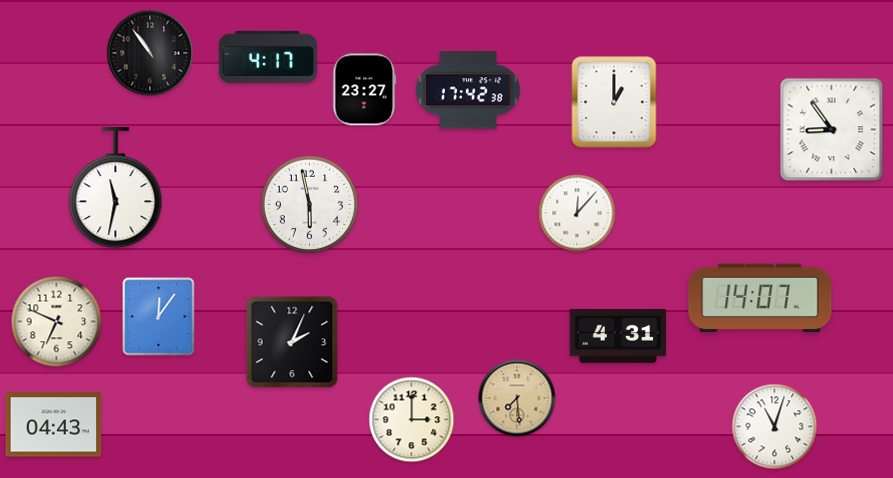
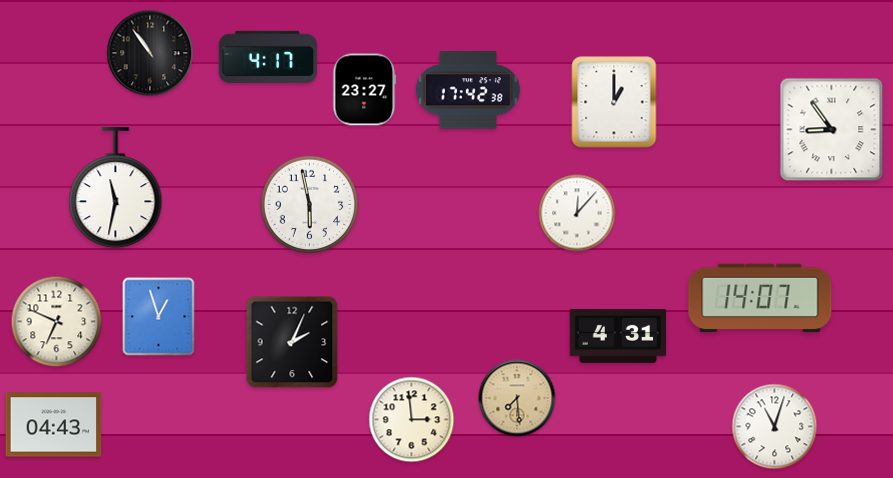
clock at (159, 317): 12:06 -> 12:57
clock at (412, 420): 3:00 -> 2:59
